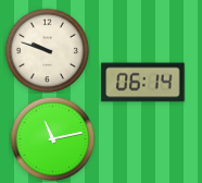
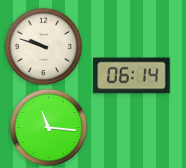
clock at (52, 138): 11:13 -> 11:16
